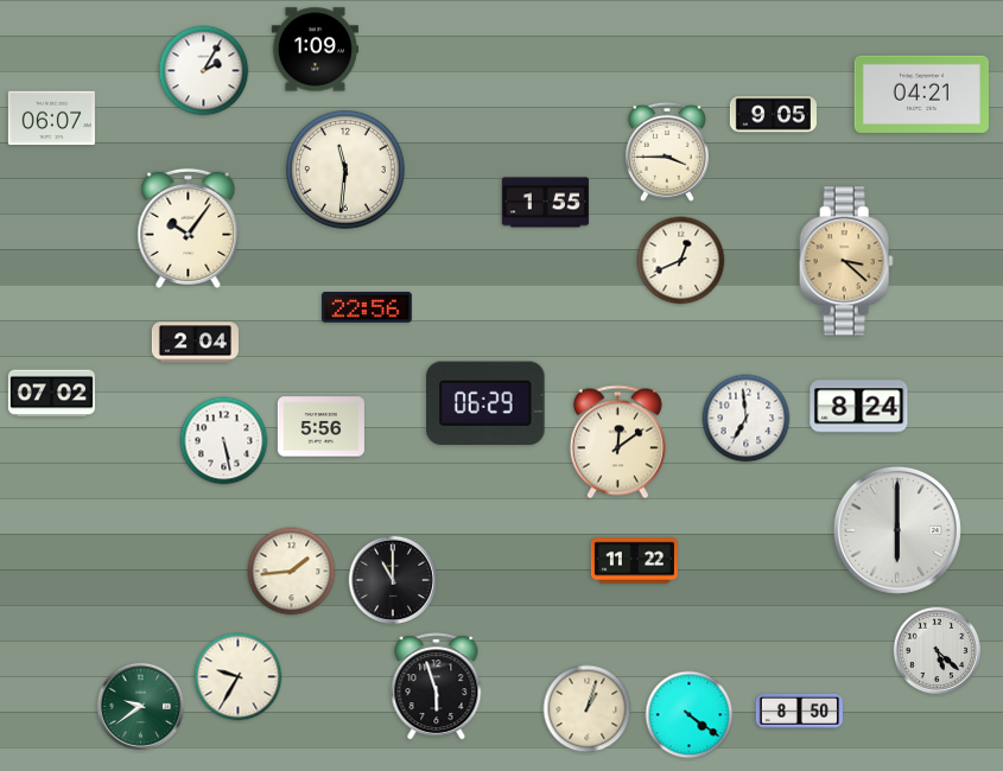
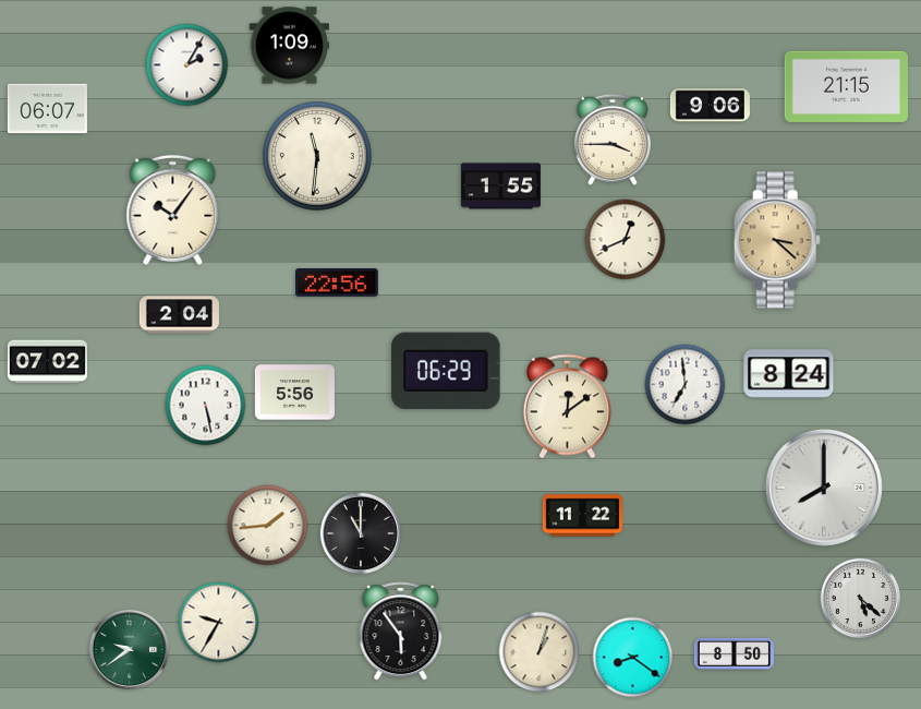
clock at (921, 94): 04:21 -> 21:15
clock at (773, 115): 9:05 -> 9:06
clock at (897, 530): 6:00 -> 8:00
clock at (437, 687): 5:57 -> 5:54
clock at (690, 715): 4:21 -> 8:21
